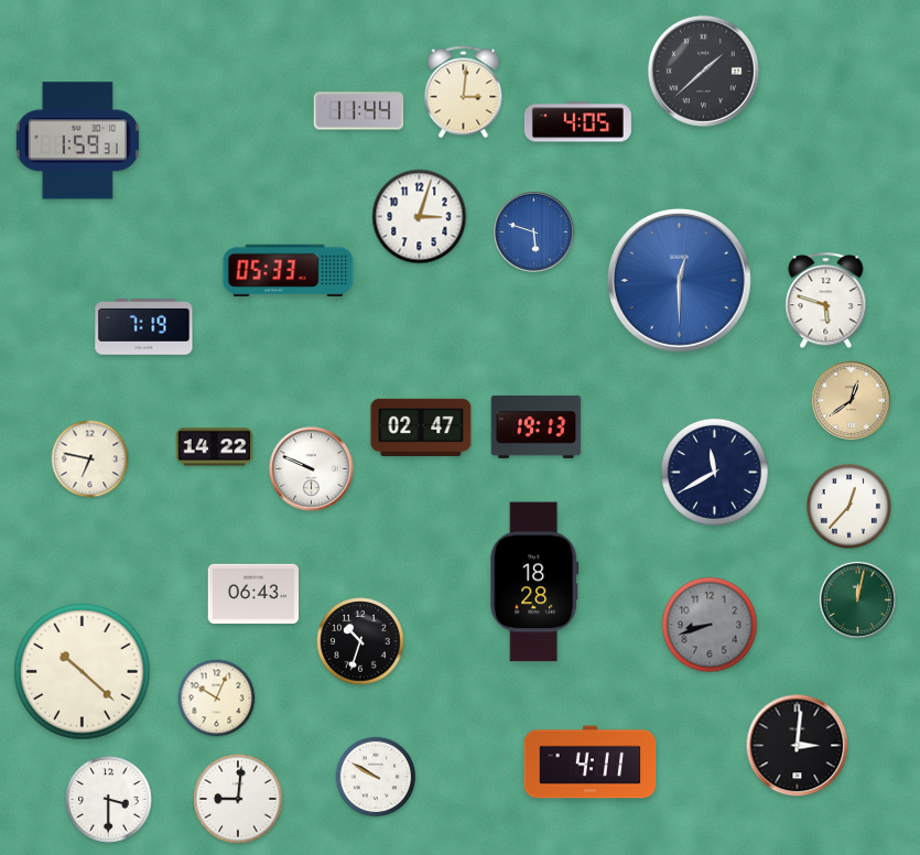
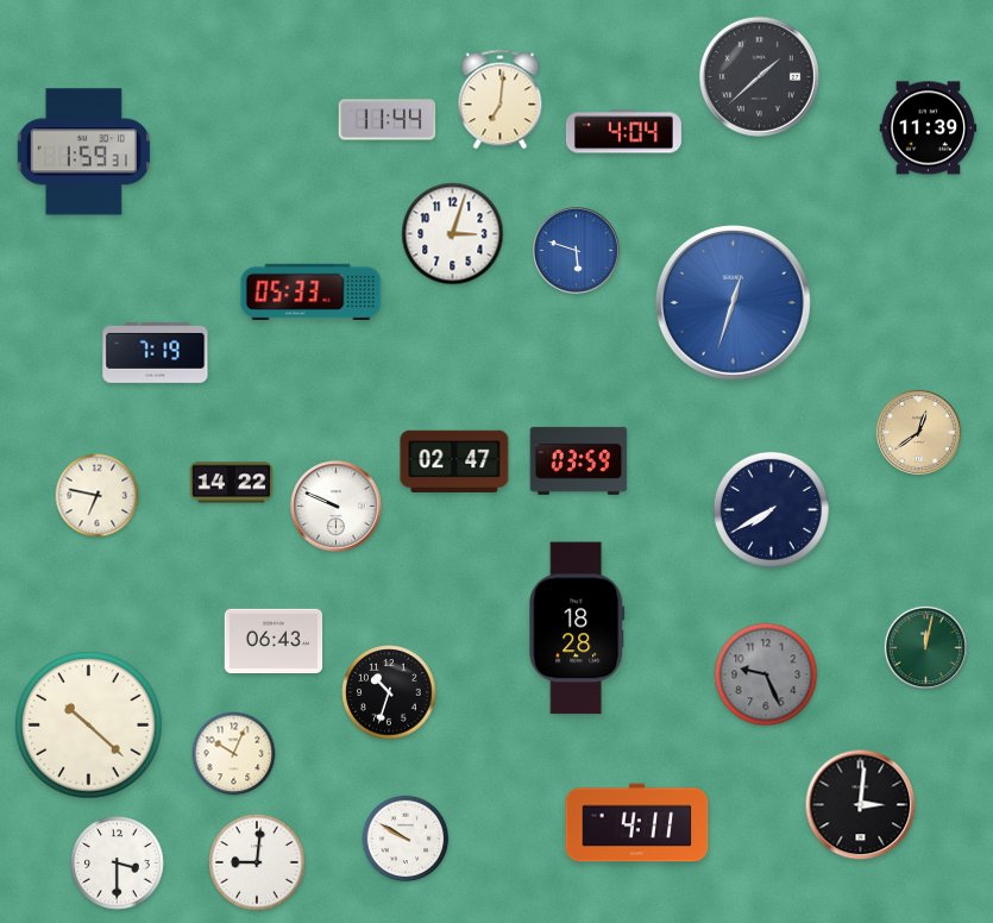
clock at (464, 93): 3:01 -> 7:01
clock at (929, 128): none -> 11:39
clock at (577, 122): 4:05 -> 4:04
clock at (679, 280): 12:30 -> 12:33
clock at (826, 301): 5:48 -> none
clock at (537, 426): 19:13 -> 03:59
clock at (714, 472): 11:40 -> 7:40
clock at (848, 506): 12:37 -> none
clock at (710, 625): 8:42 -> 9:26
